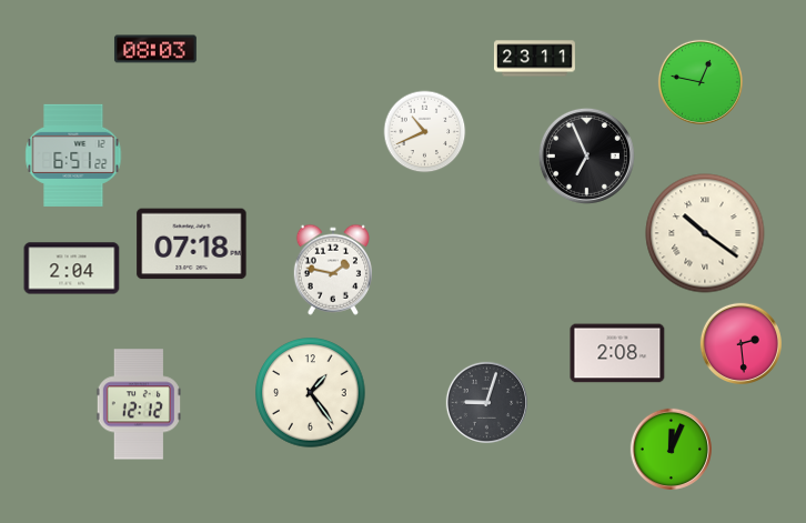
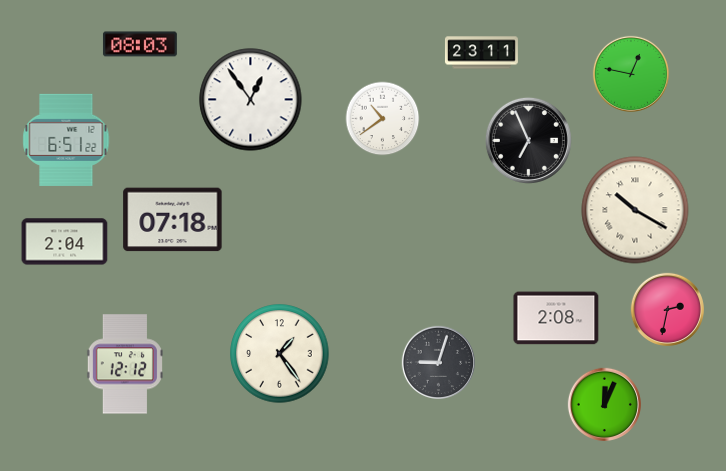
clock at (251, 100): none -> 12:54
clock at (425, 132): 10:41 -> 10:39
clock at (705, 233): 10:21 -> 10:20
clock at (332, 270): 1:47 -> none
clock at (740, 343): 2:29 -> 2:32
